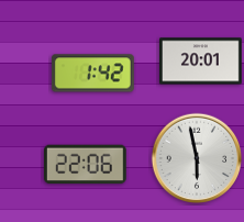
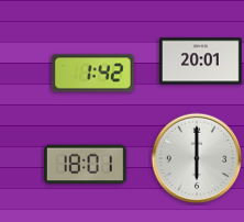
clock at (197, 158): 5:58 -> 6:00
clock at (85, 165): 22:06 -> 18:01
